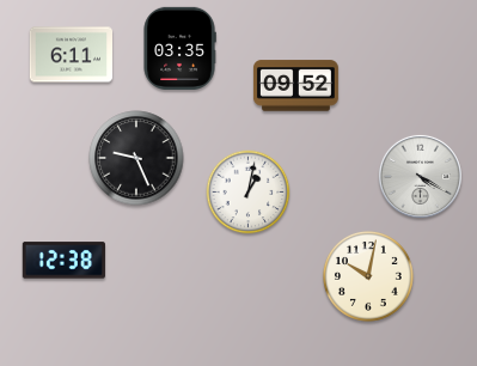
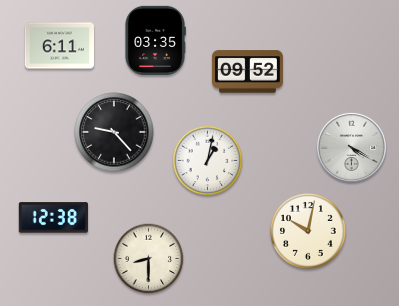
clock at (179, 48) position: (179, 48) -> (155, 40)
clock at (136, 158): 9:26 -> 9:23
clock at (149, 259): none -> 8:30
